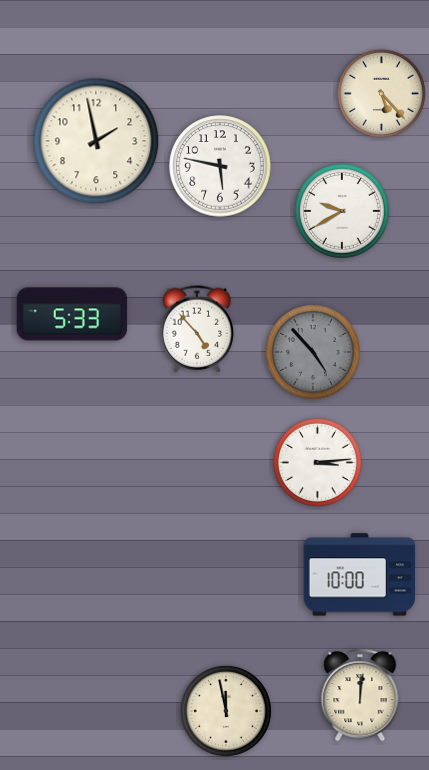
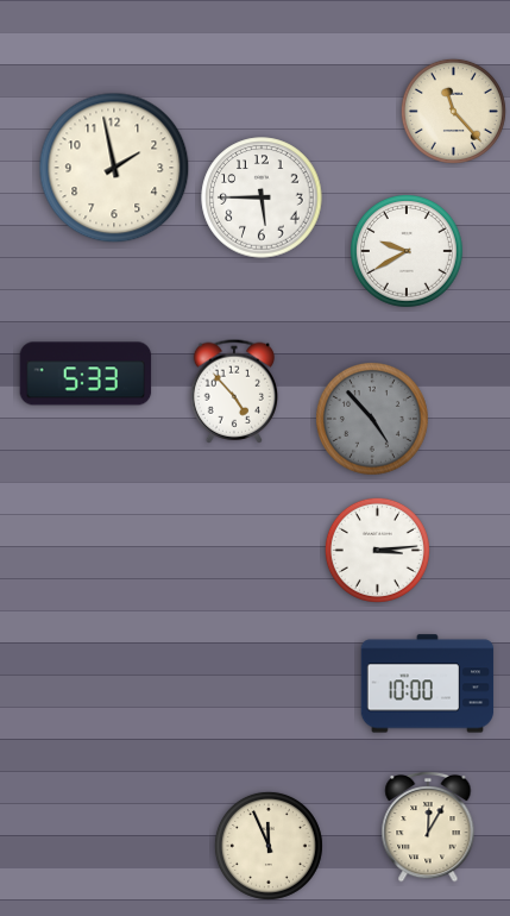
clock at (381, 93): 5:23 -> 11:23
clock at (220, 166): 5:47 -> 5:45
clock at (360, 695): 12:01 -> 12:05
clock at (226, 711): 11:58 -> 11:56
